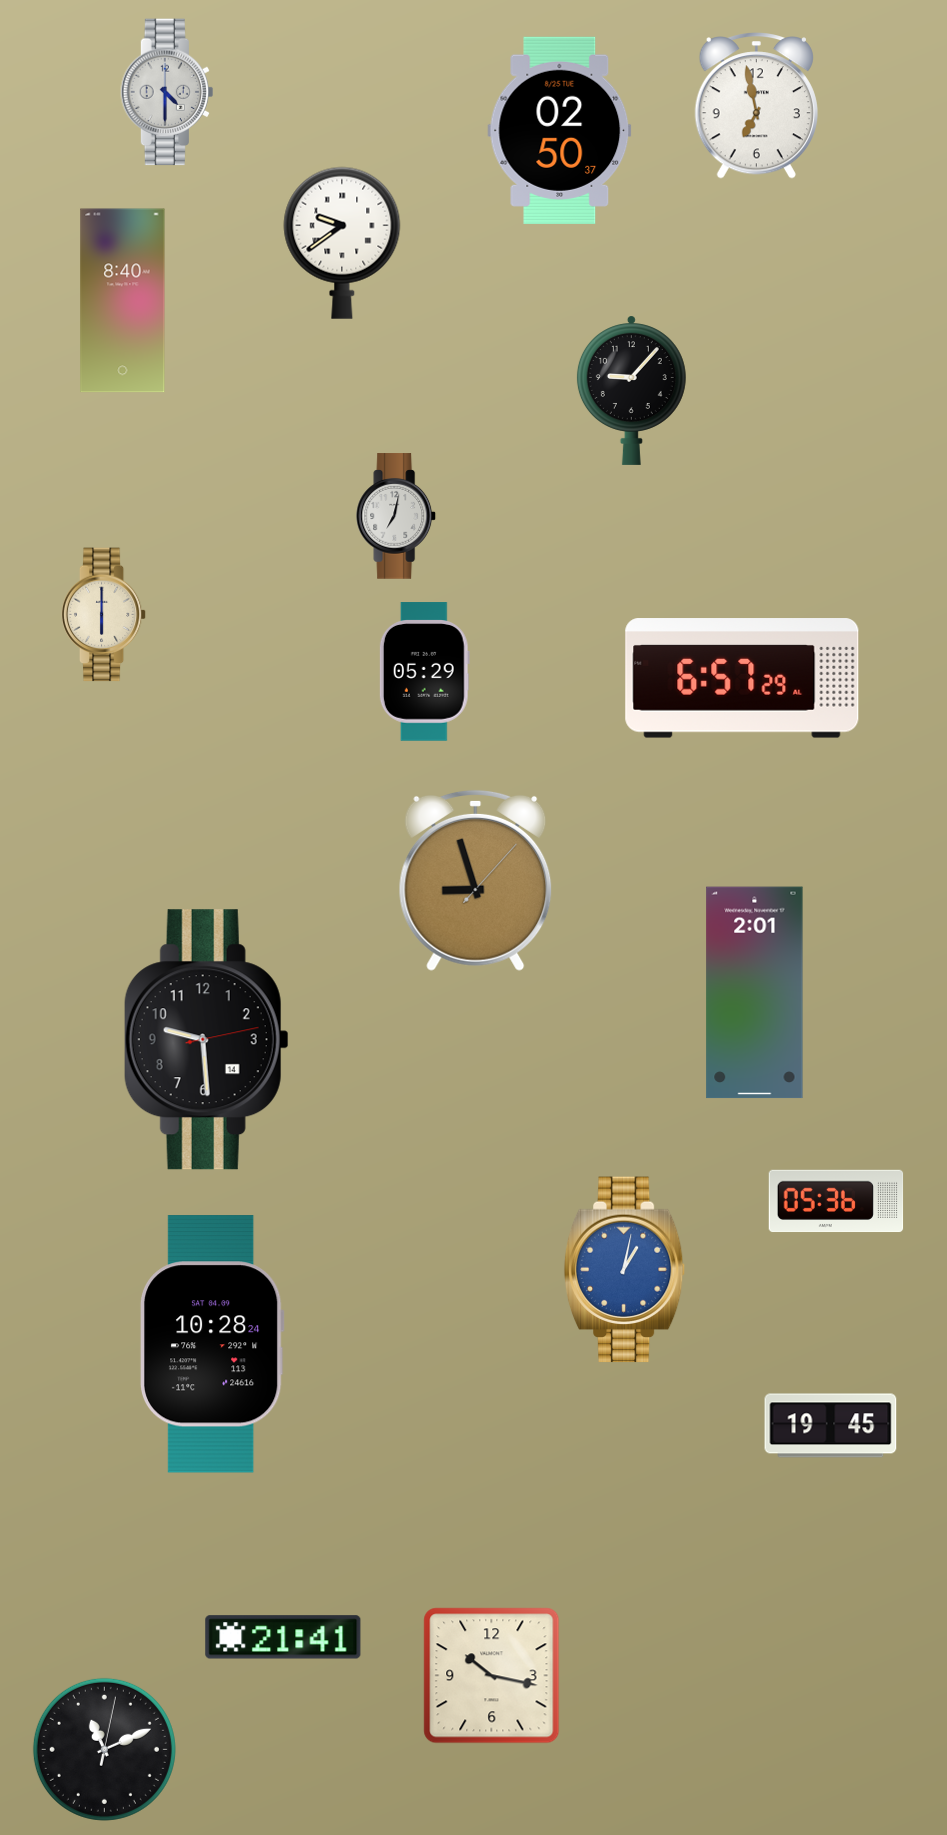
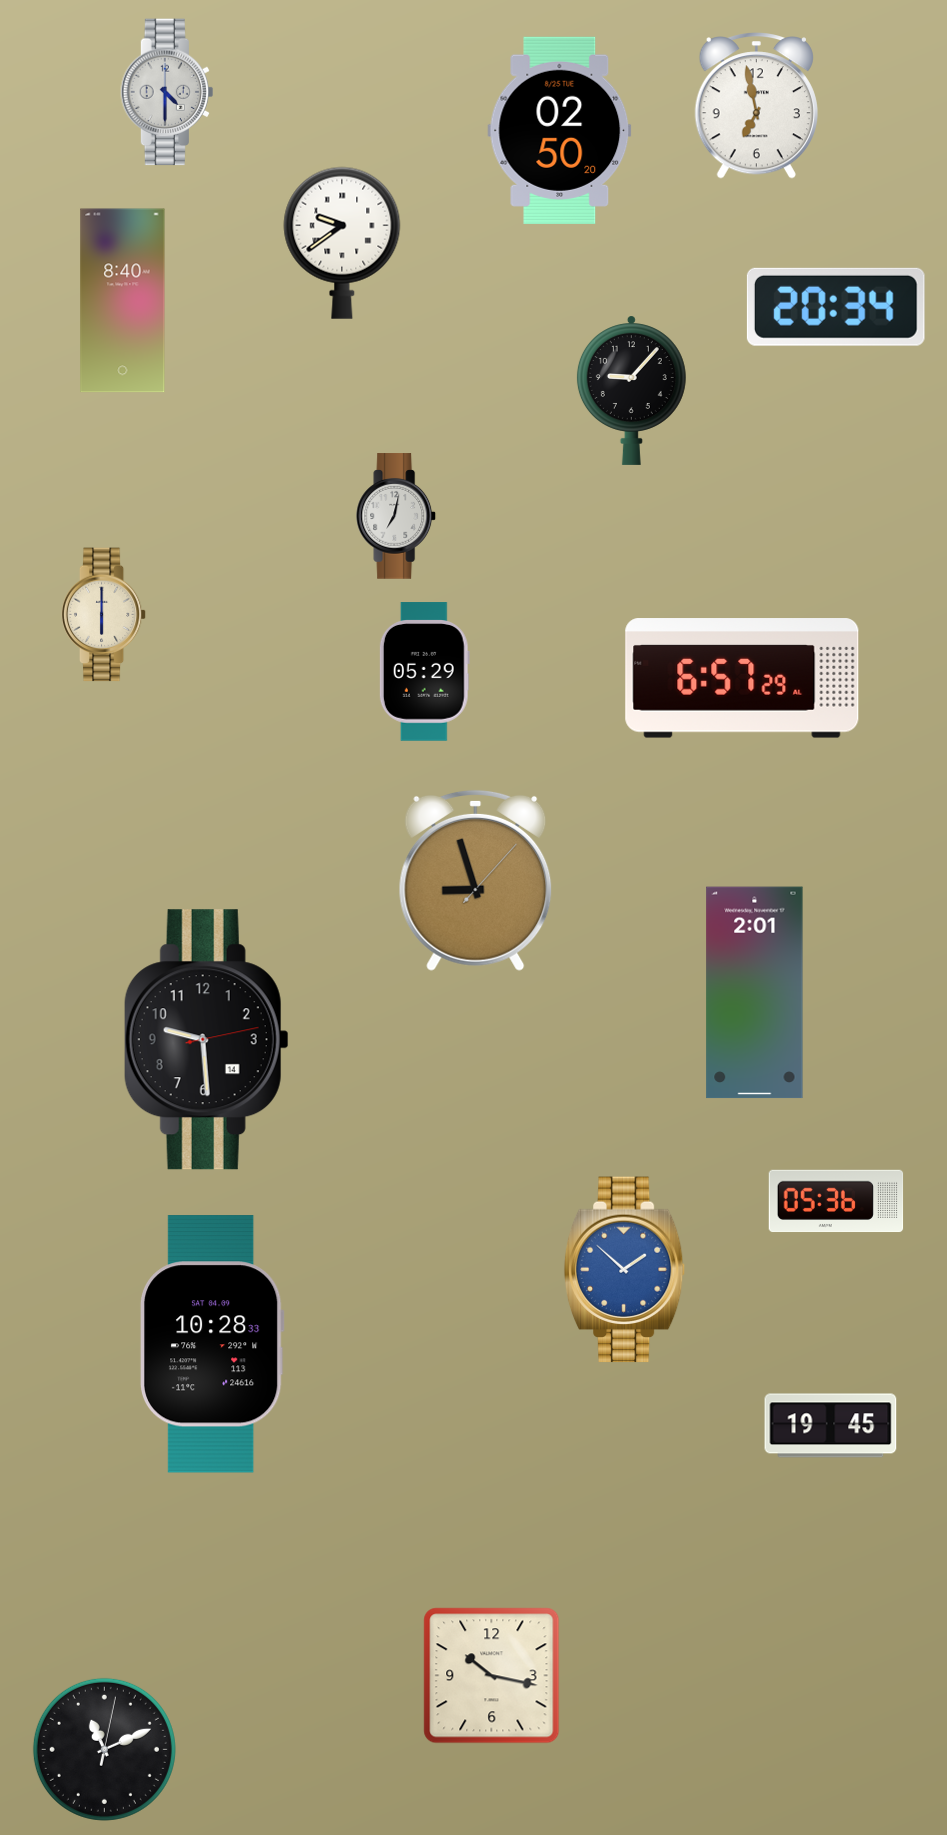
clock at (560, 130): 02:50:37 -> 02:50:20
clock at (836, 307): none -> 20:34
clock at (625, 1270): 1:02 -> 1:52
clock at (212, 1344): 10:28:24 -> 10:28:33
clock at (283, 1637): 21:41 -> none
